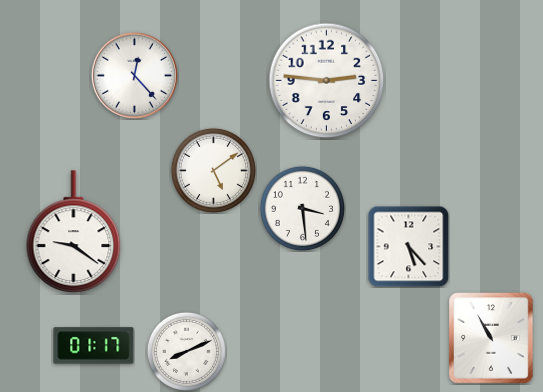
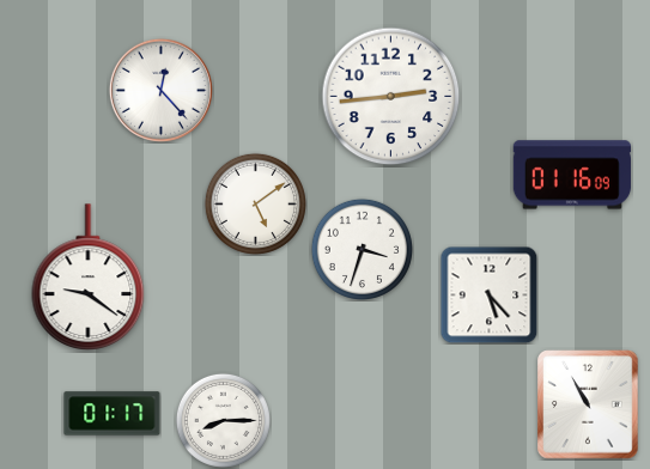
clock at (327, 81): 2:46 -> 2:44
clock at (572, 175): none -> 01:16
clock at (302, 208): 3:29 -> 3:33
clock at (186, 351): 8:11 -> 8:15
